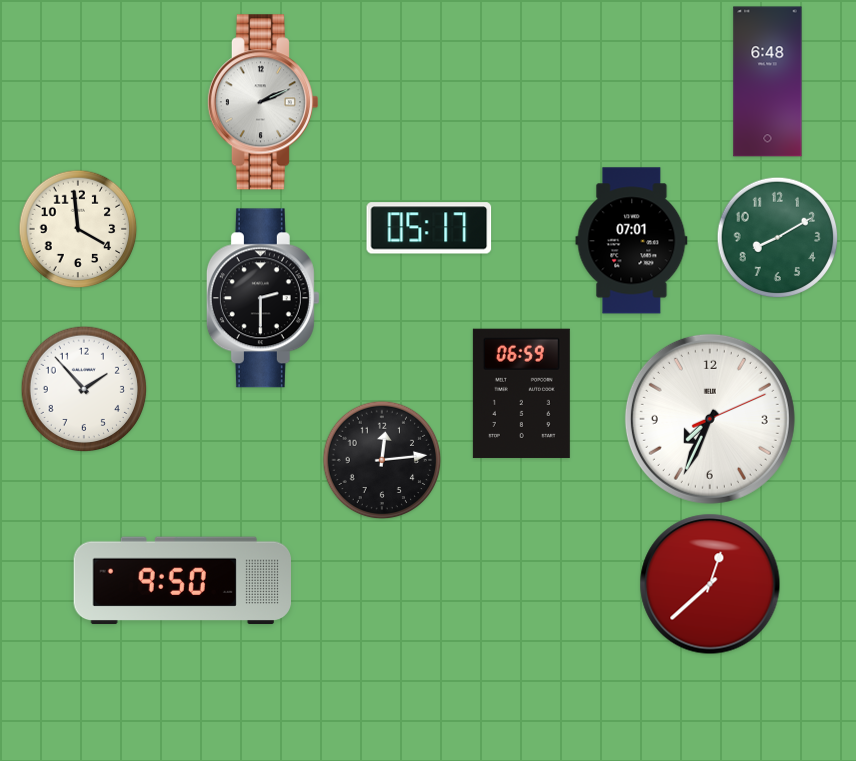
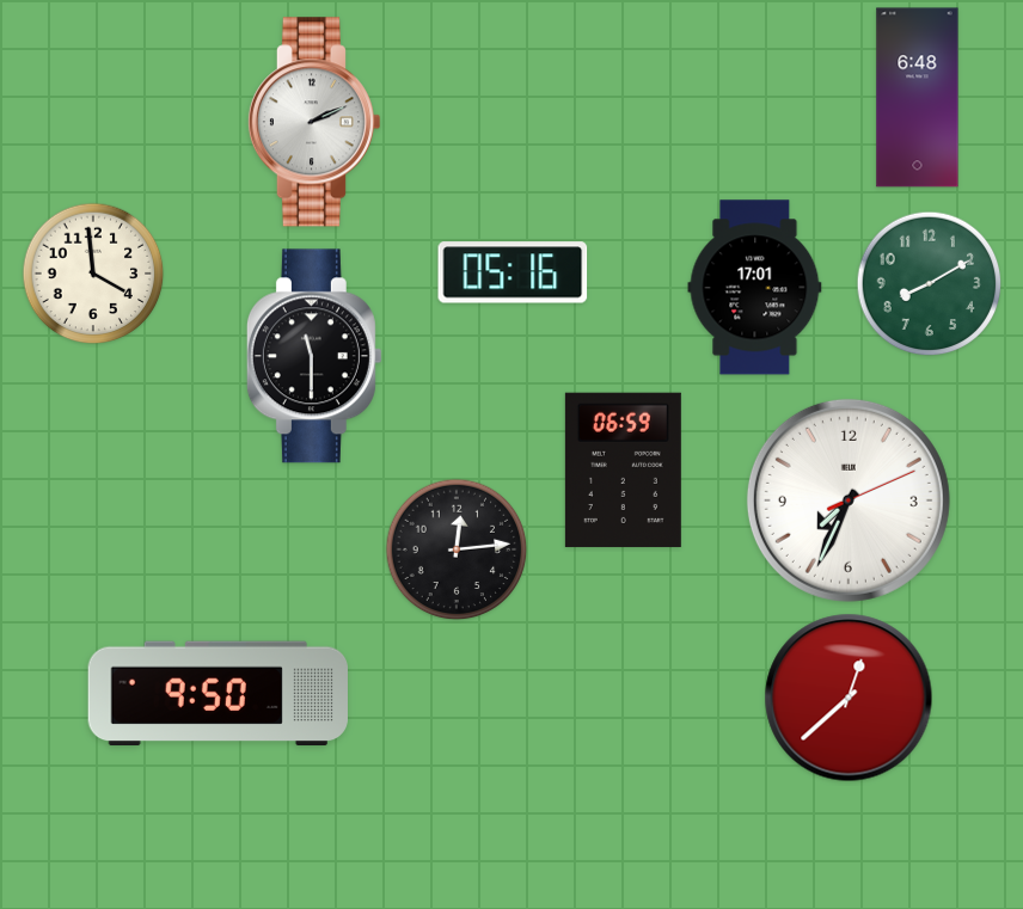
clock at (429, 228): 05:17 -> 05:16
clock at (632, 241): 07:01 -> 17:01
clock at (263, 298): 2:30 -> 11:30
clock at (84, 389): 1:53 -> none
